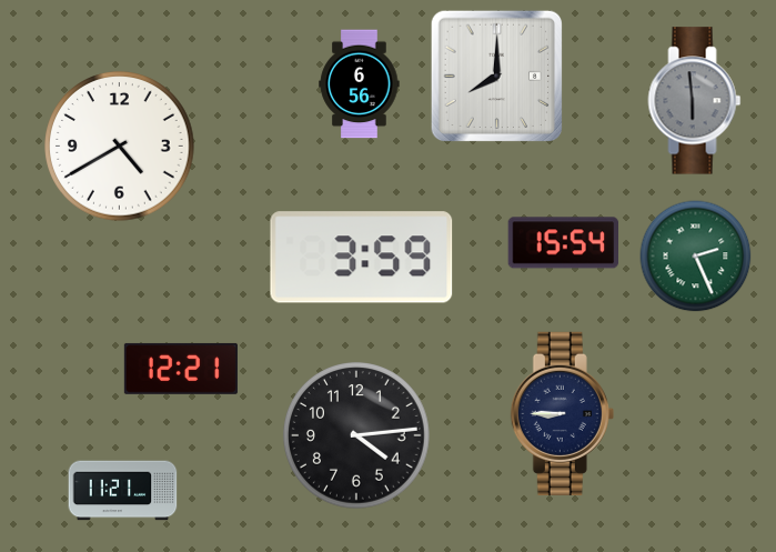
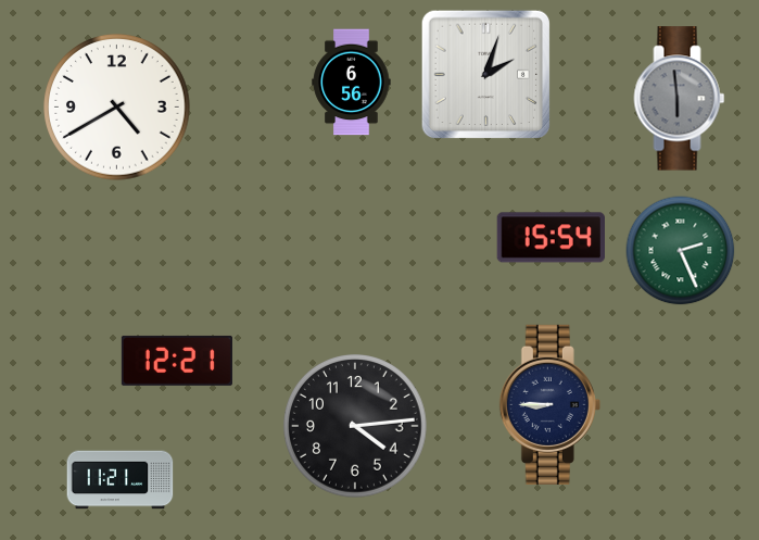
clock at (497, 77): 8:00 -> 2:03
clock at (120, 147) position: (120, 147) -> (117, 108)
clock at (362, 258): 3:59 -> none
clock at (357, 436) position: (357, 436) -> (356, 427)
